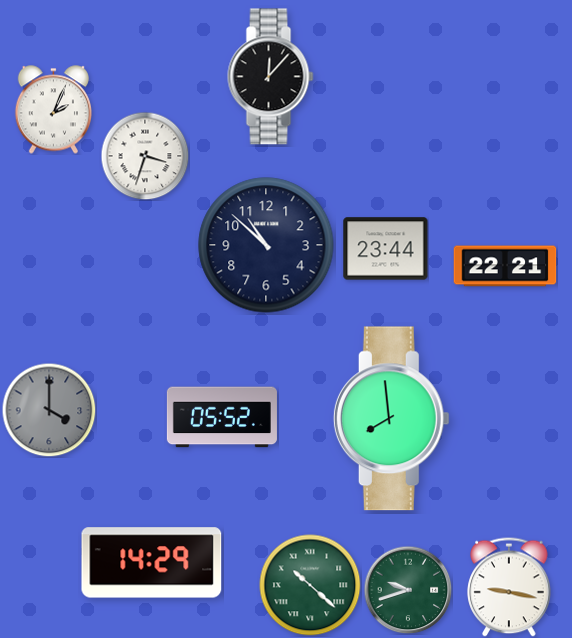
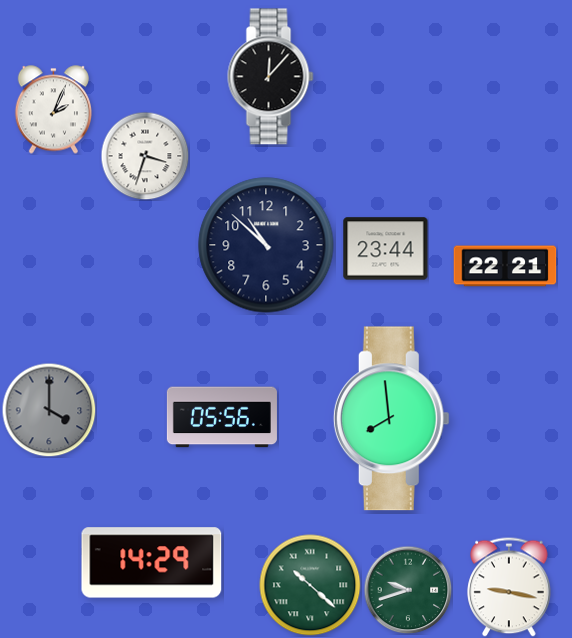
clock at (222, 417): 05:52 -> 05:56
